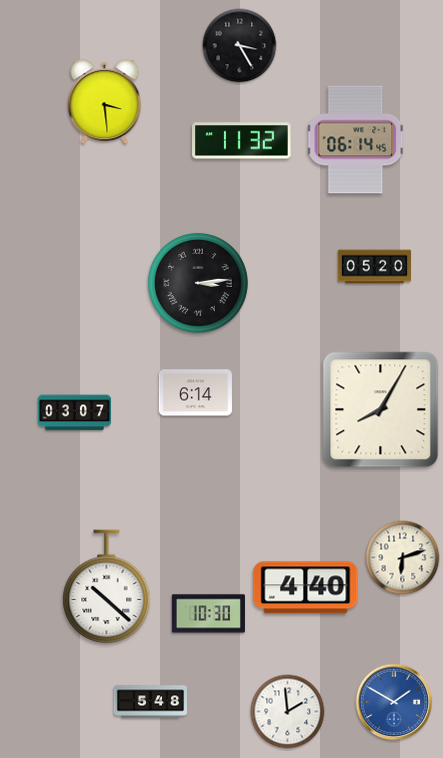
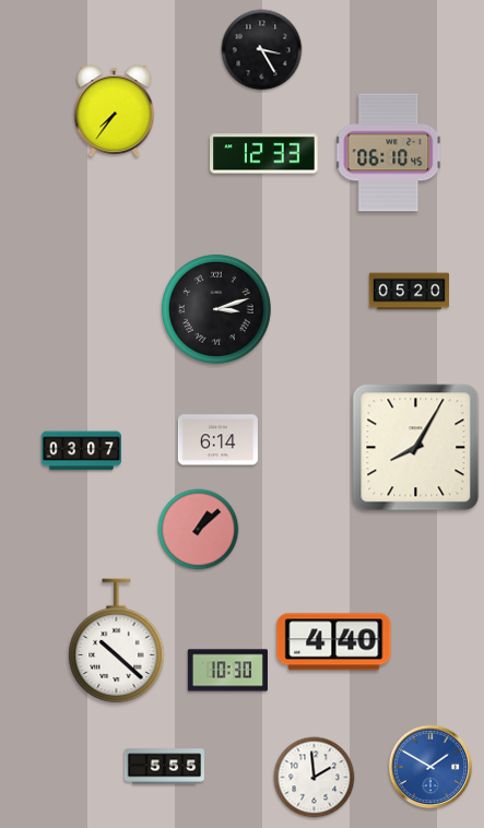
clock at (105, 102): 3:29 -> 7:36
clock at (356, 140): 06:14 -> 06:10
clock at (242, 141): 11:32 -> 12:33
clock at (198, 283): 3:14 -> 3:12
clock at (195, 393) position: (195, 393) -> (217, 440)
clock at (199, 530): none -> 1:08
clock at (403, 558): 6:12 -> none
clock at (150, 702): 5:48 -> 5:55
